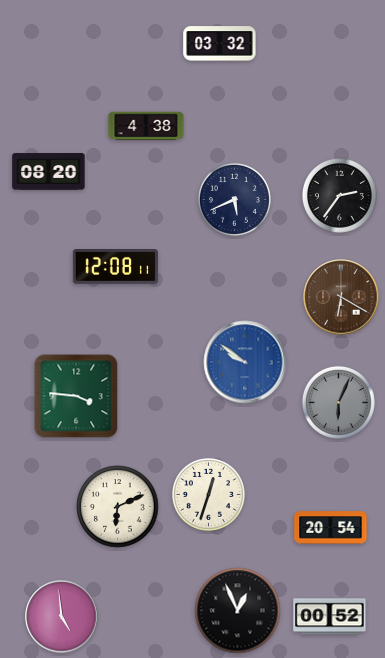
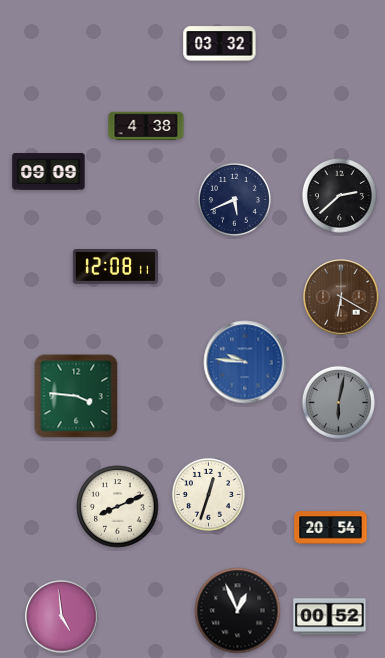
clock at (49, 172): 08:20 -> 09:09
clock at (339, 195): 2:36 -> 2:38
clock at (245, 362): 9:51 -> 9:46
clock at (338, 402): 6:04 -> 6:02
clock at (118, 507): 6:11 -> 8:11
